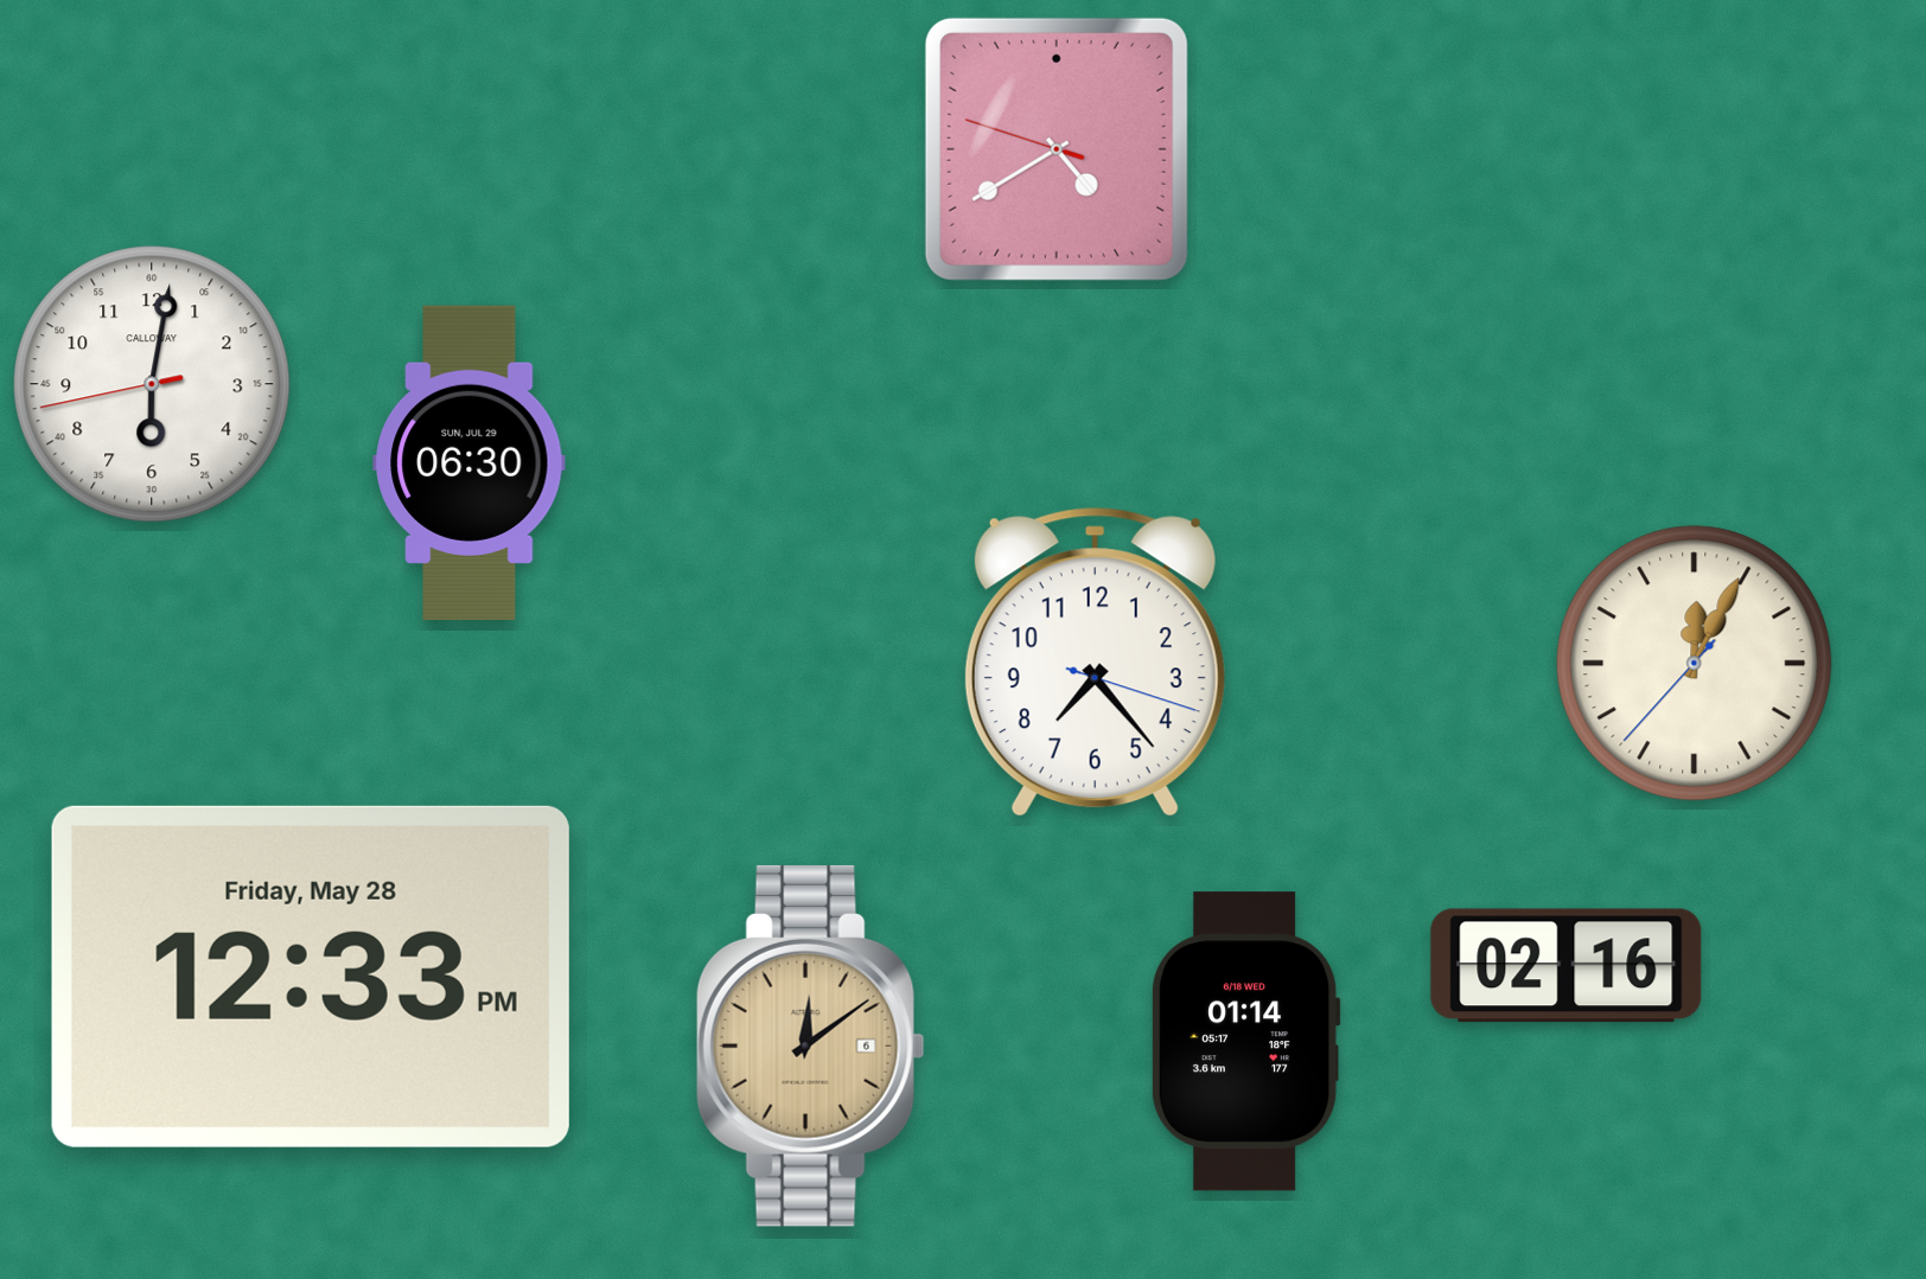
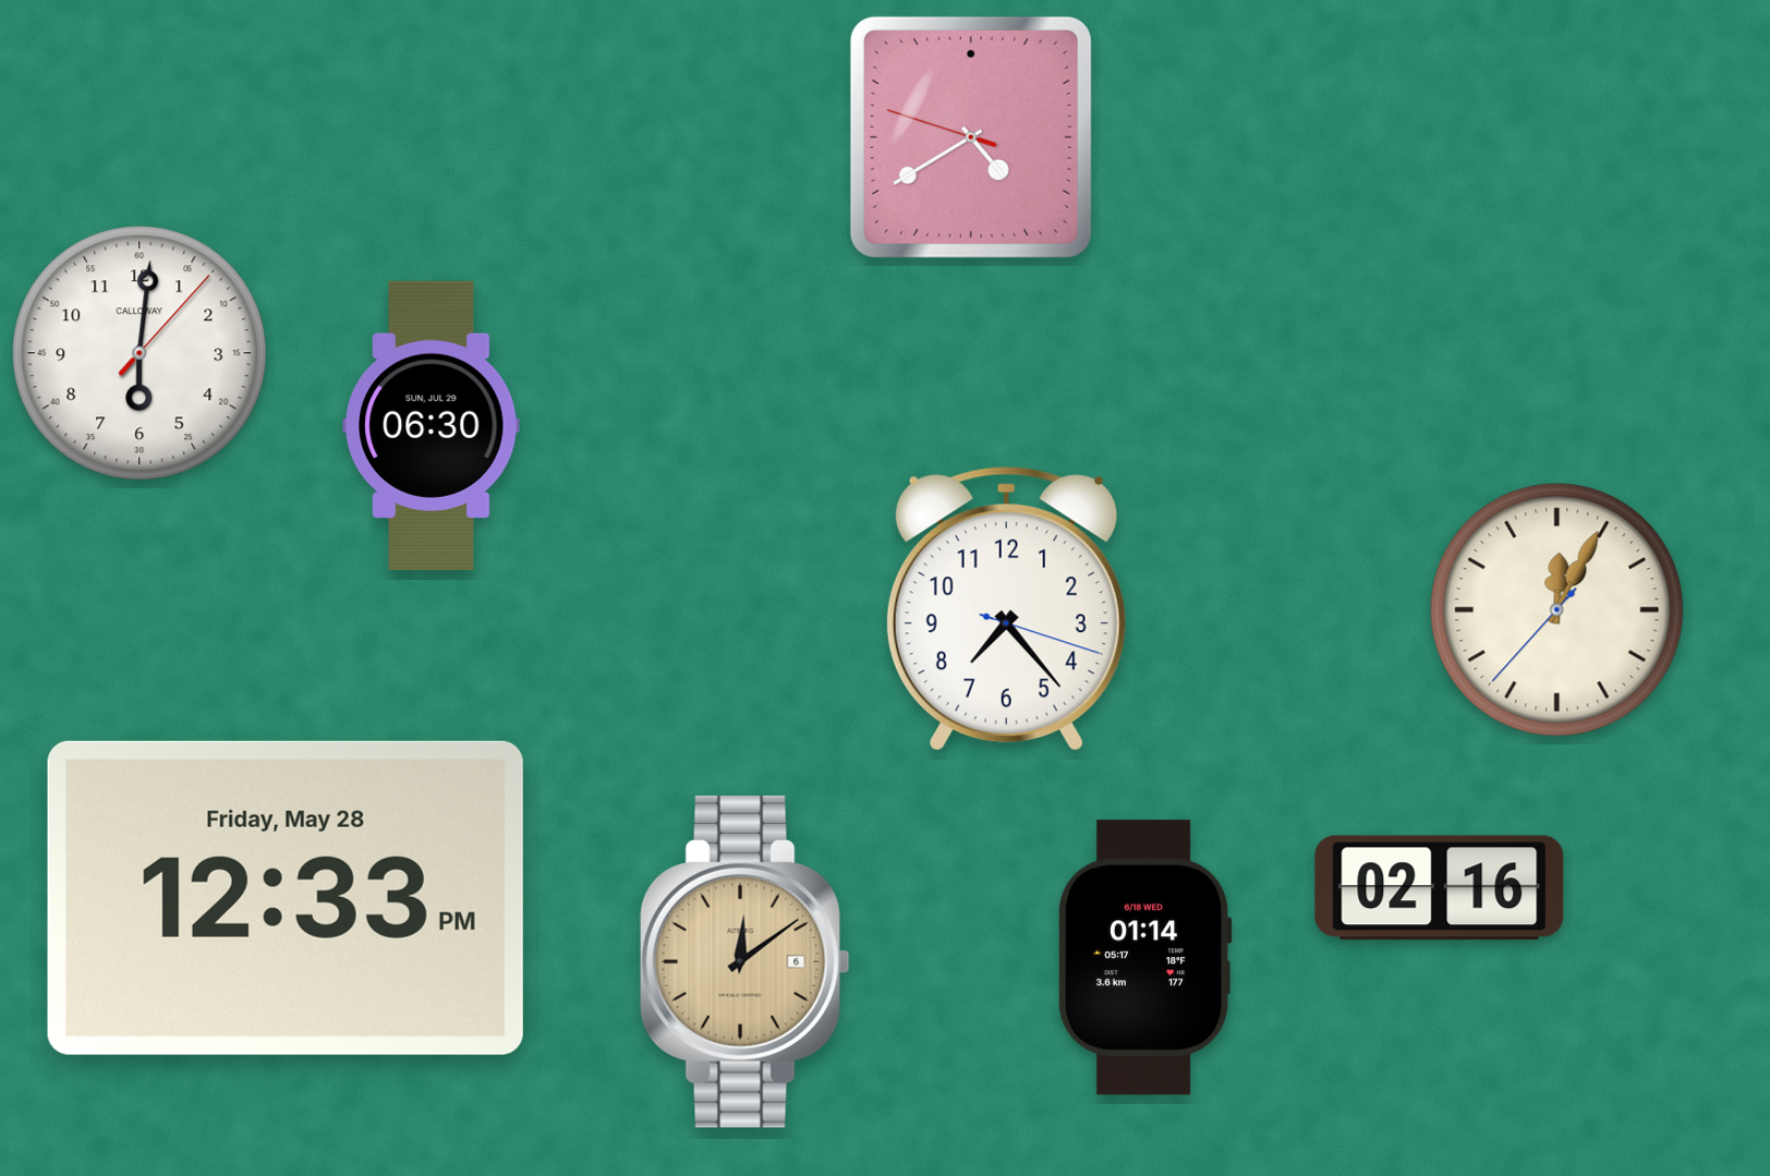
clock at (152, 384): 6:01:43 -> 6:01:07
